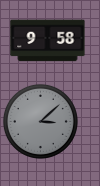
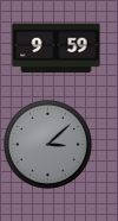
clock at (48, 41): 9:58 -> 9:59
